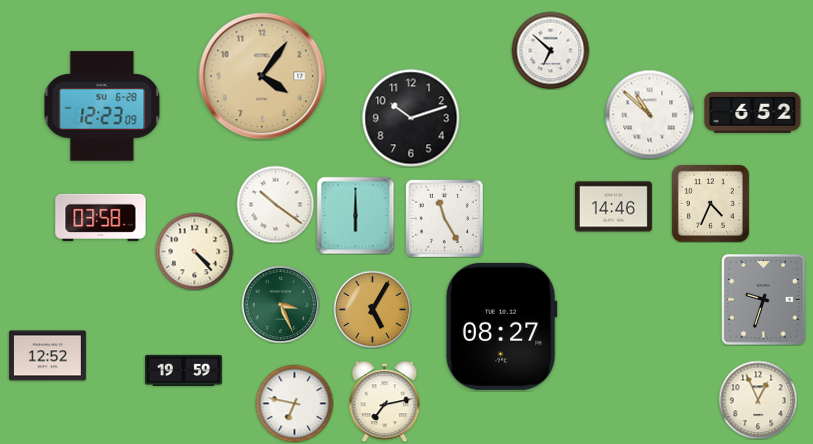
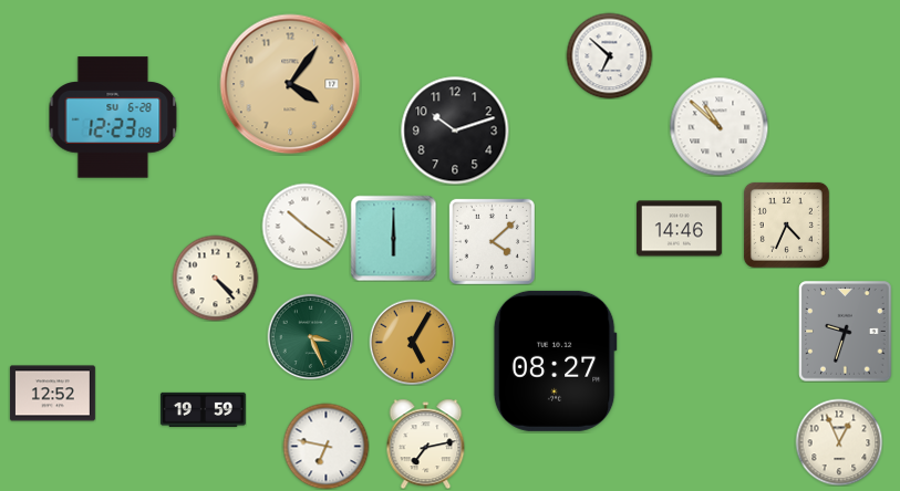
clock at (753, 112): 6:52 -> none
clock at (101, 217): 03:58 -> none
clock at (444, 218): 11:25 -> 4:08
